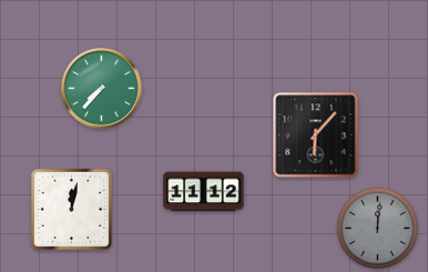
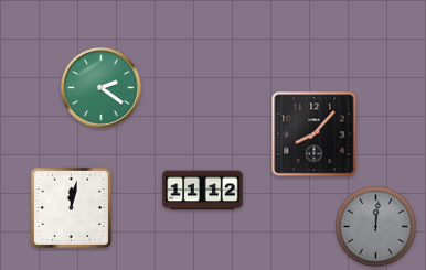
clock at (102, 89): 7:37 -> 2:21
clock at (316, 135): 6:07 -> 8:07
